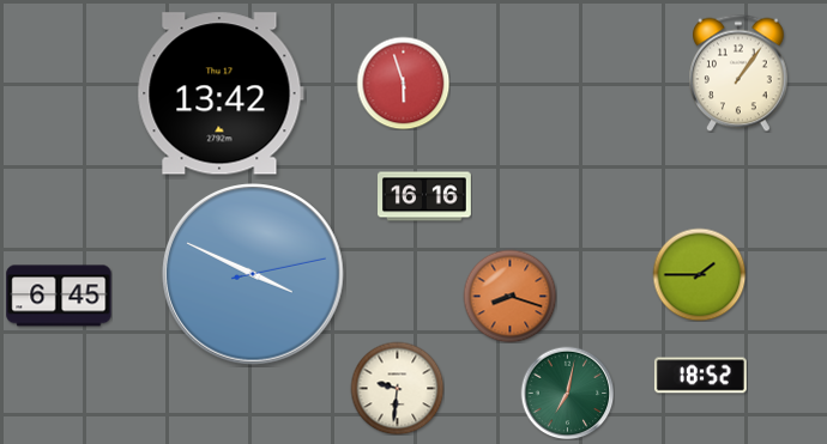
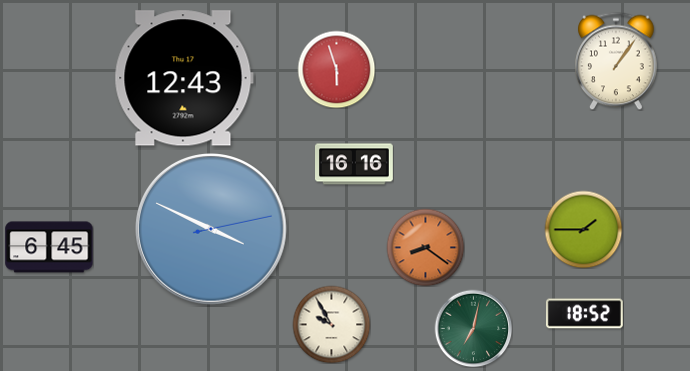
clock at (221, 93): 13:42 -> 12:43
clock at (509, 296): 8:18 -> 8:21
clock at (397, 388): 9:31 -> 9:55
